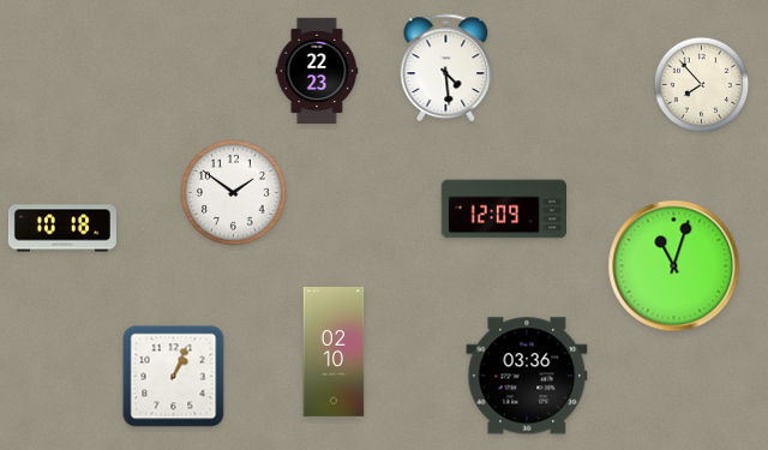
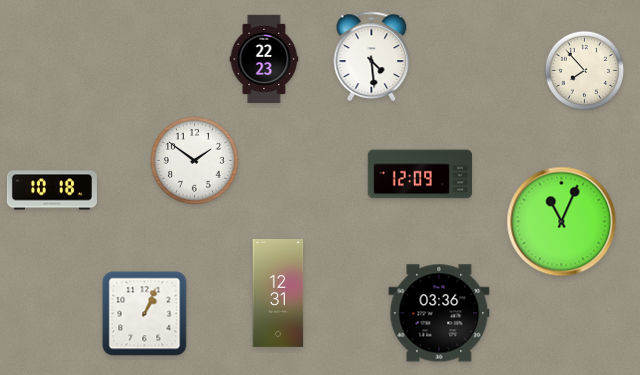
clock at (674, 266): 11:03 -> 11:04
clock at (334, 353): 02:10 -> 12:31
